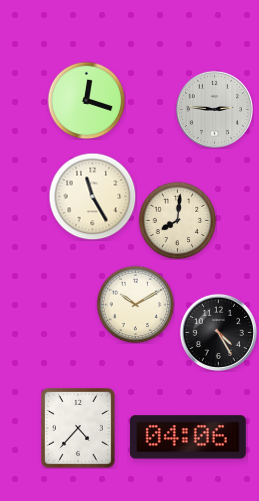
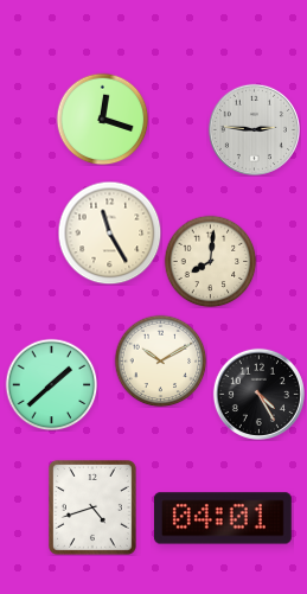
clock at (51, 384): none -> 1:38
clock at (78, 428): 4:37 -> 4:42
clock at (188, 437): 04:06 -> 04:01
